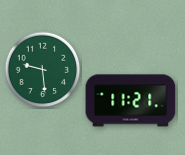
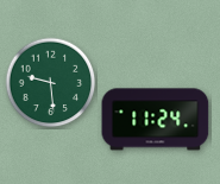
clock at (131, 101): 11:21 -> 11:24
